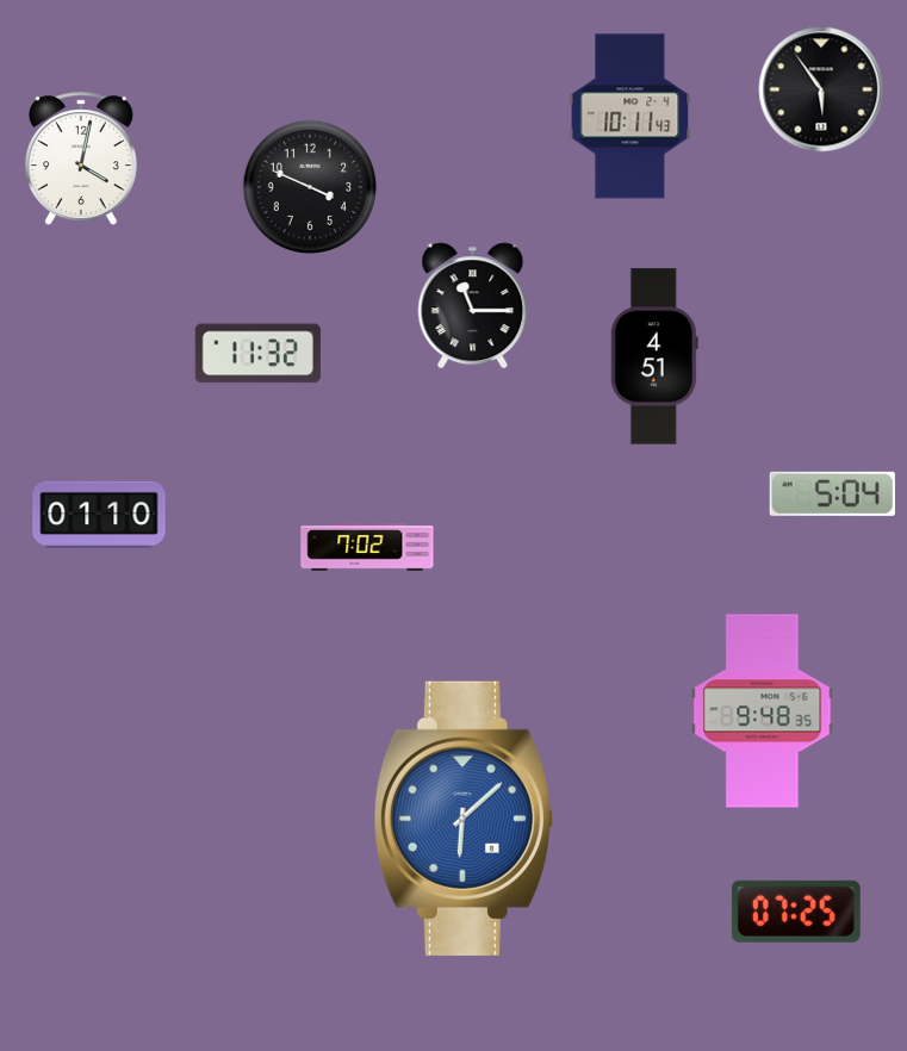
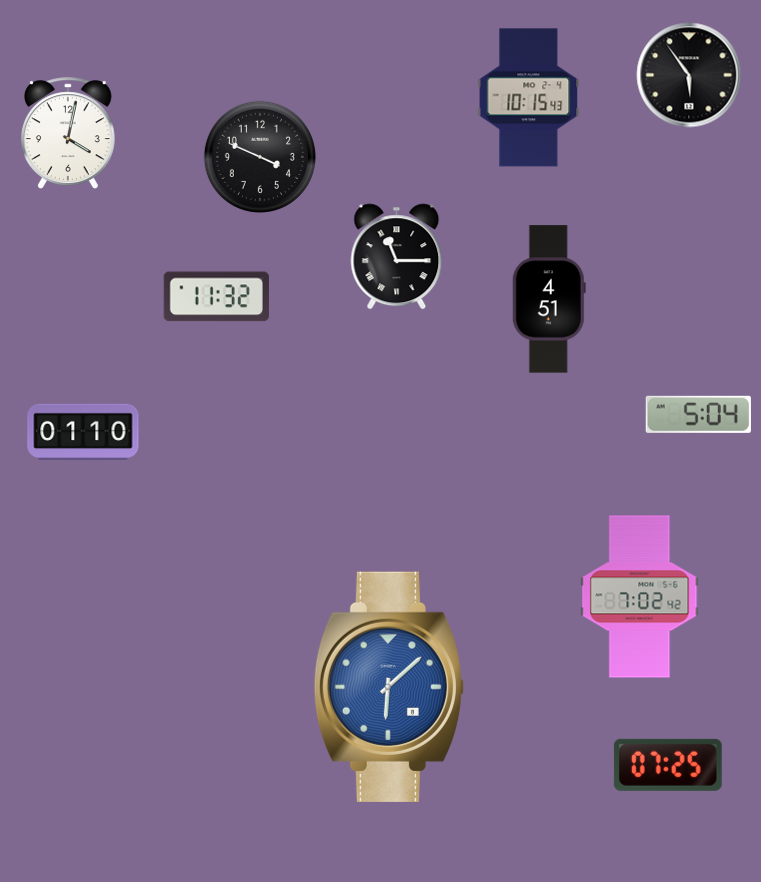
clock at (630, 117): 10:11 -> 10:15
clock at (367, 547): 7:02 -> none
clock at (763, 711): 9:48 -> 7:02
